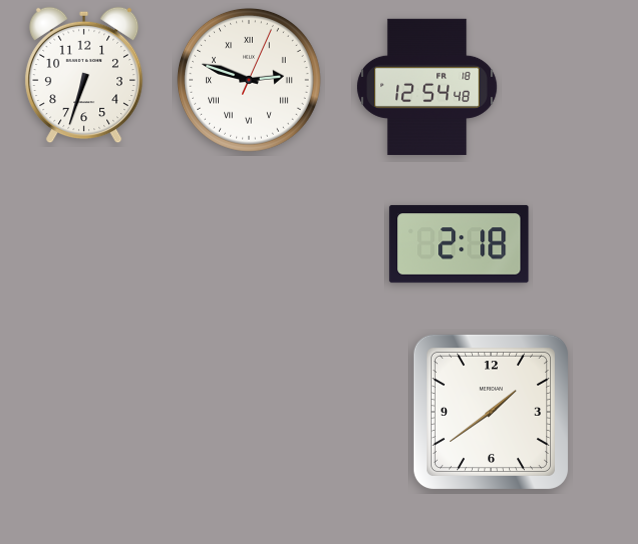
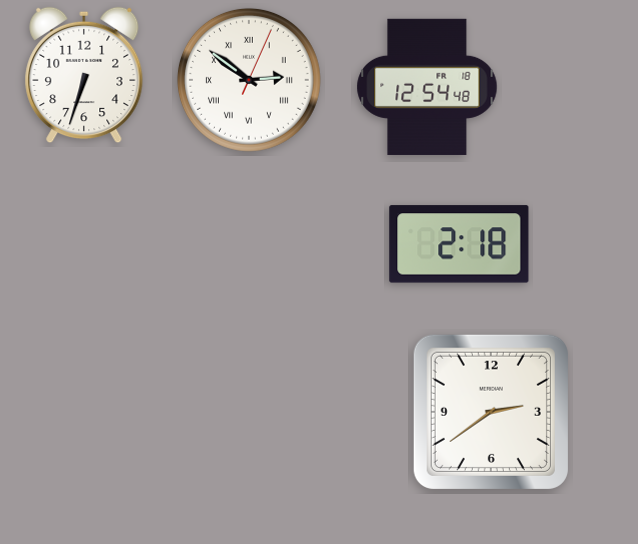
clock at (249, 80): 2:48 -> 2:51
clock at (491, 412): 1:39 -> 2:39
